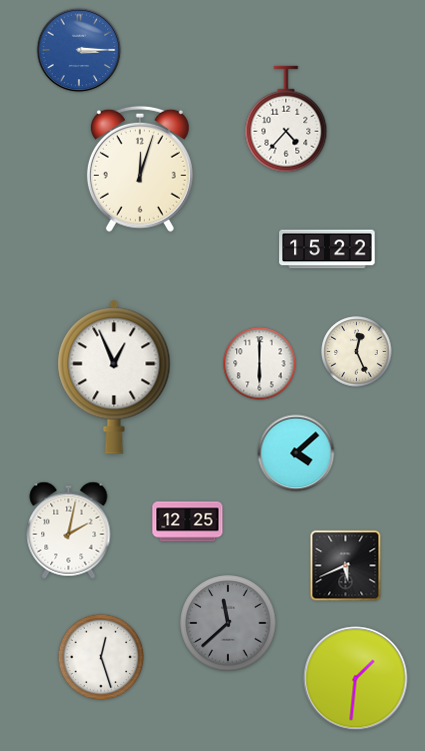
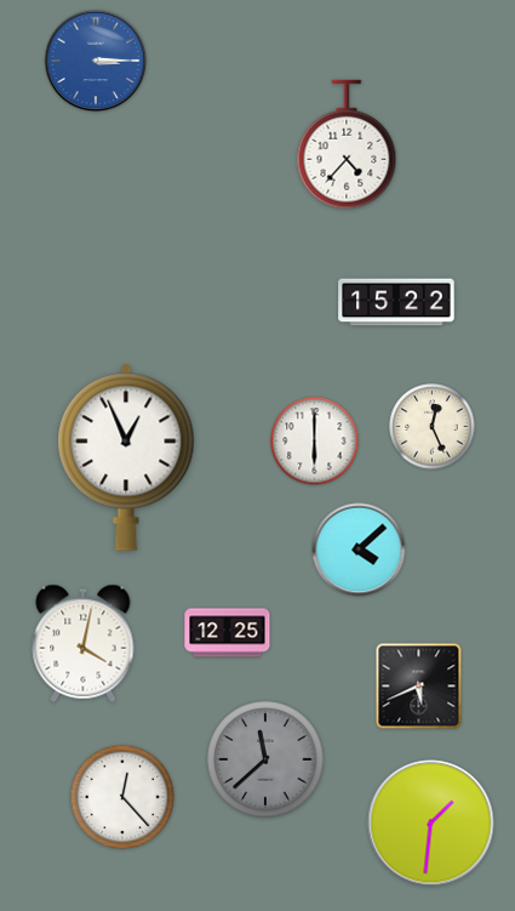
clock at (140, 169): 12:03 -> none
clock at (114, 377) position: (114, 377) -> (126, 457)
clock at (69, 530): 2:02 -> 4:02
clock at (228, 623) position: (228, 623) -> (265, 759)
clock at (101, 657): 12:27 -> 12:23
